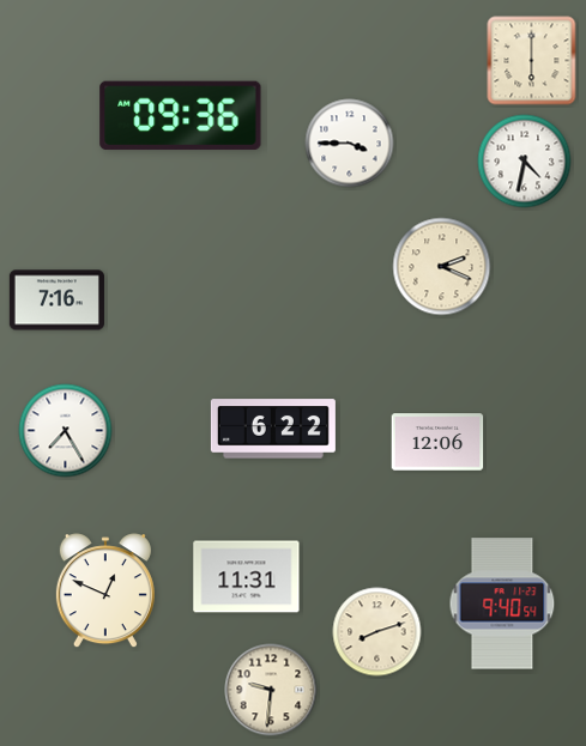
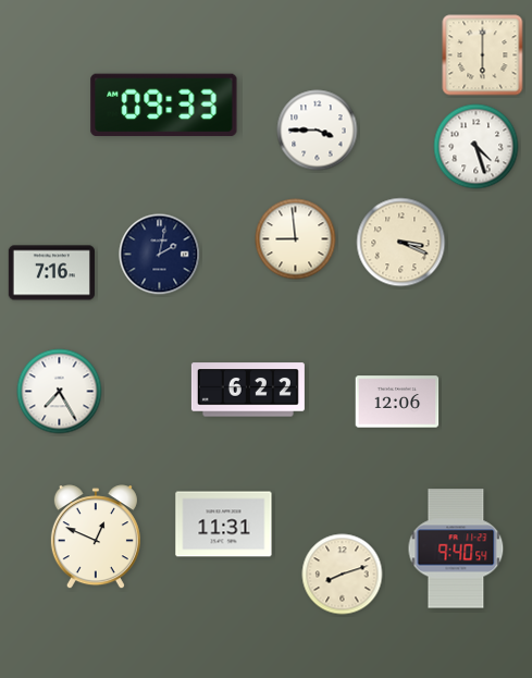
clock at (181, 116): 09:36 -> 09:33
clock at (525, 162): 4:32 -> 4:27
clock at (296, 239): none -> 8:59
clock at (442, 267): 2:19 -> 3:19
clock at (160, 255): none -> 2:02
clock at (271, 690): 9:31 -> none
